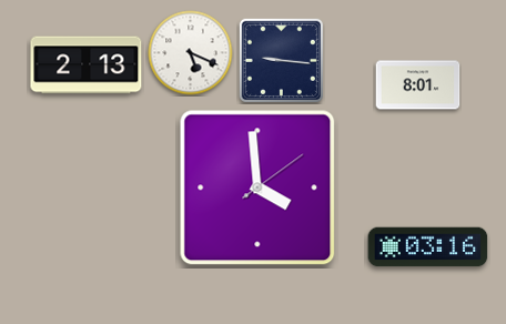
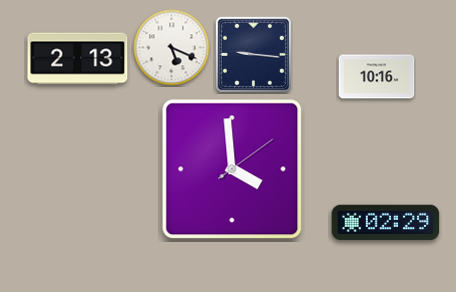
clock at (418, 85): 8:01 -> 10:16
clock at (428, 247): 03:16 -> 02:29
